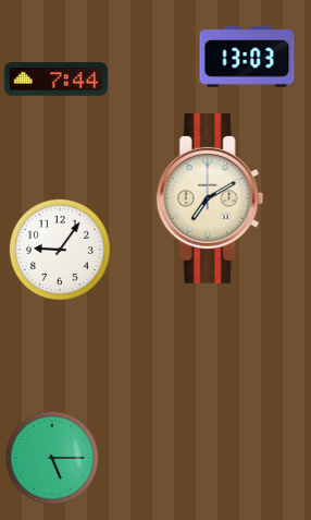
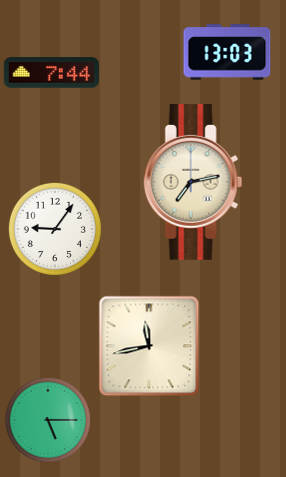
clock at (210, 198): 7:10 -> 7:13
clock at (149, 346): none -> 11:43
